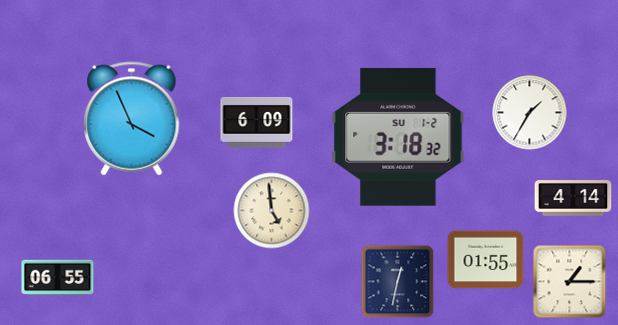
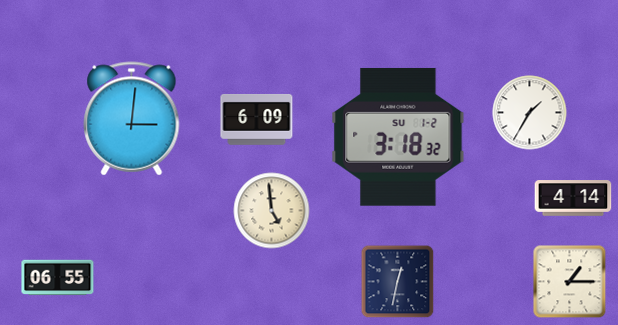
clock at (132, 119): 3:56 -> 3:01
clock at (257, 122) position: (257, 122) -> (257, 119)
clock at (486, 260): 01:55 -> none
